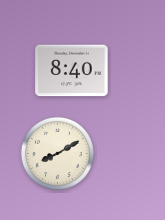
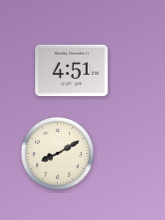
clock at (72, 71): 8:40 -> 4:51
